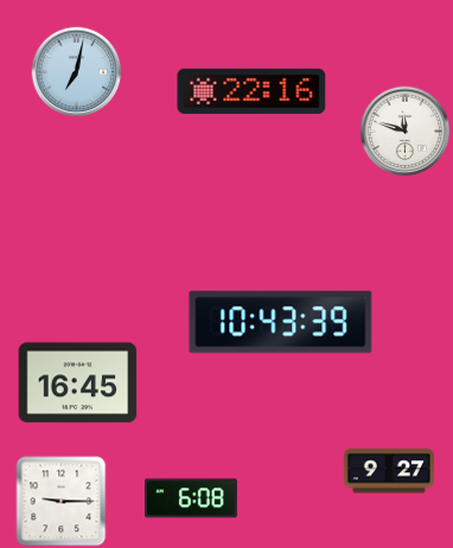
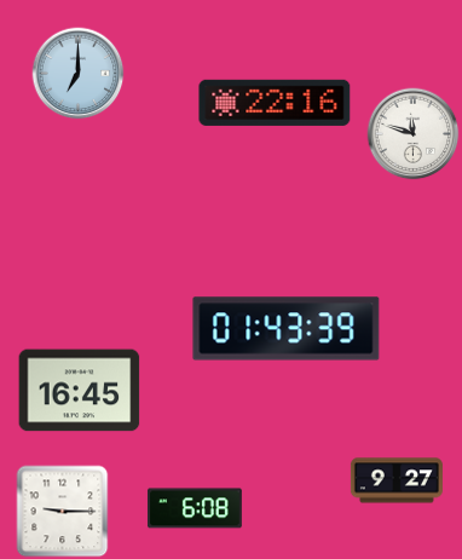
clock at (77, 72): 7:02 -> 7:00
clock at (251, 91) position: (251, 91) -> (275, 103)
clock at (281, 323): 10:43 -> 01:43
